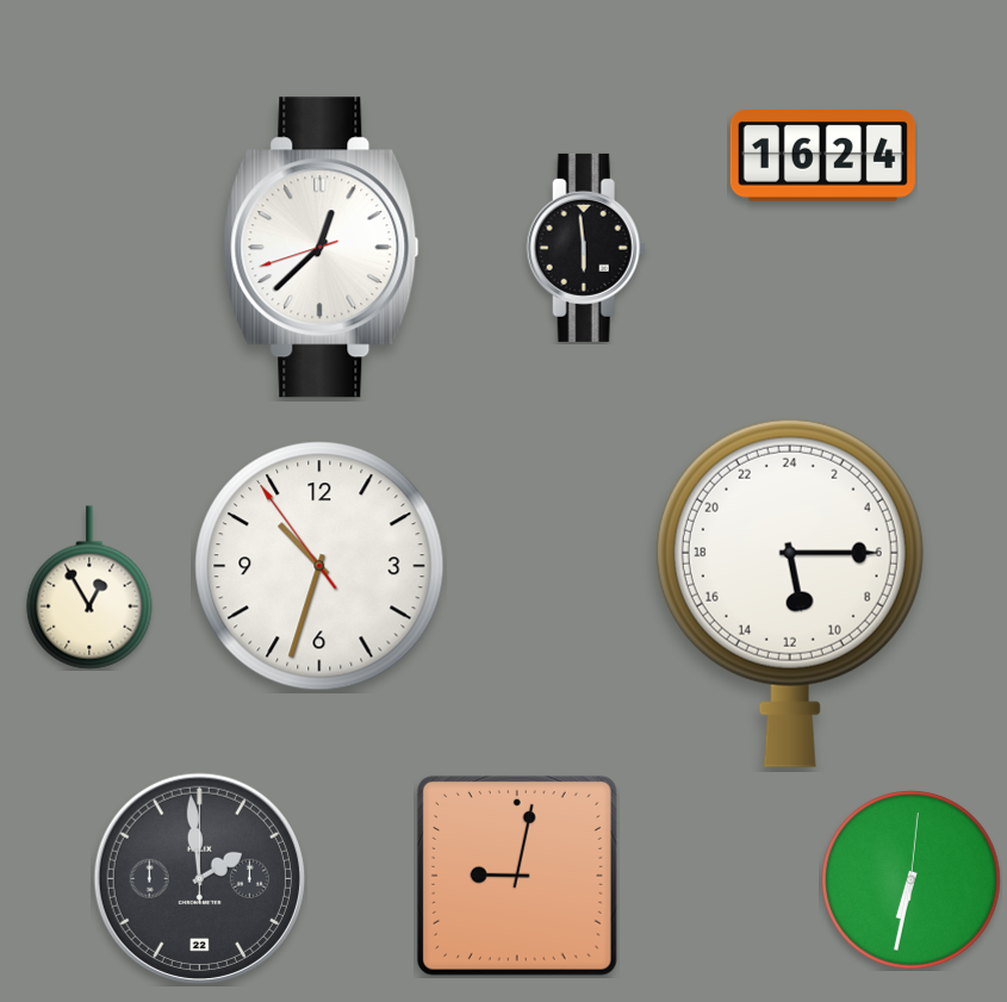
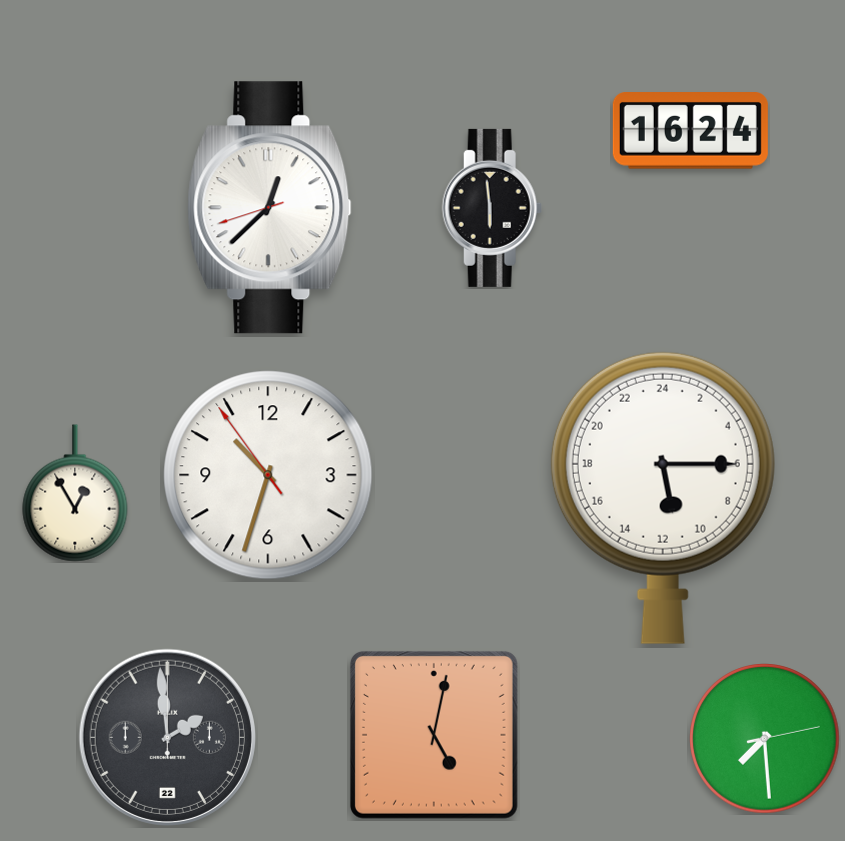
clock at (517, 876): 9:02 -> 5:02
clock at (912, 880): 6:32 -> 7:29
